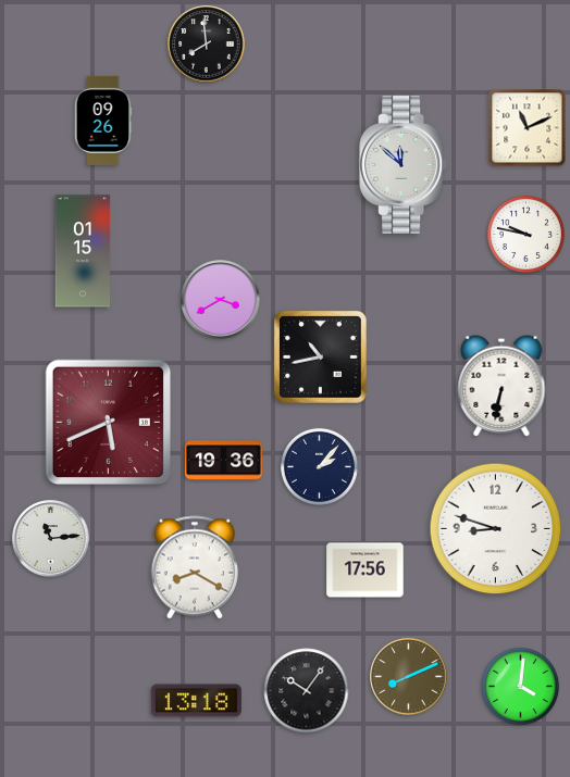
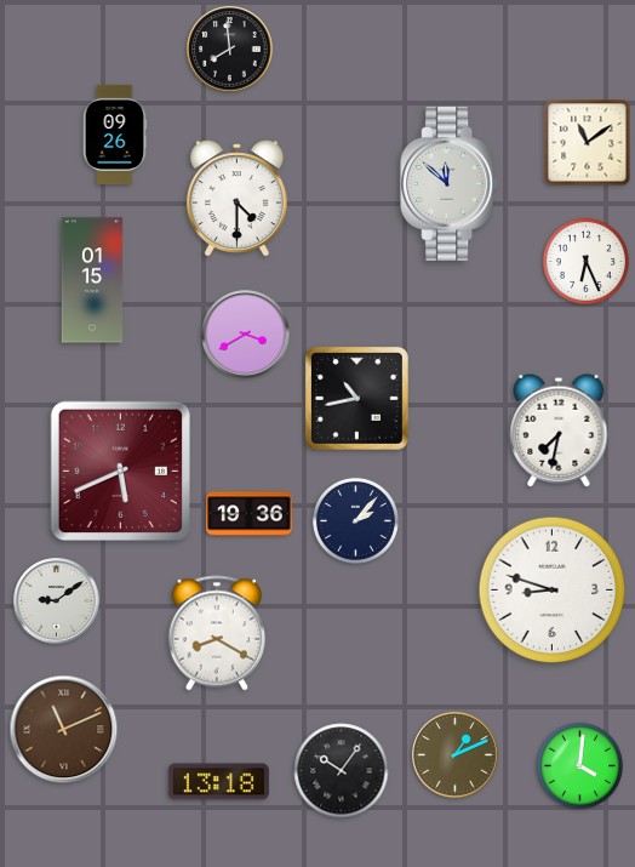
clock at (528, 128): 11:11 -> 11:09
clock at (236, 199): none -> 4:30
clock at (525, 234): 9:47 -> 6:26
clock at (501, 386): 6:32 -> 7:32
clock at (51, 539): 11:14 -> 9:09
clock at (365, 571): 17:56 -> none
clock at (64, 730): none -> 11:11
clock at (409, 677): 8:11 -> 1:11
